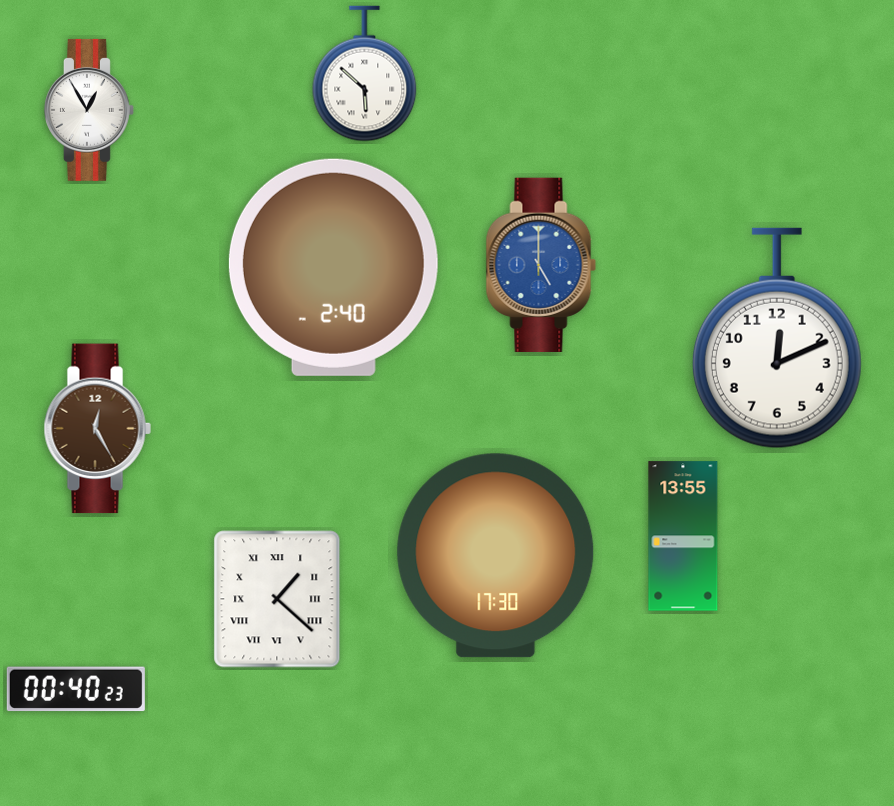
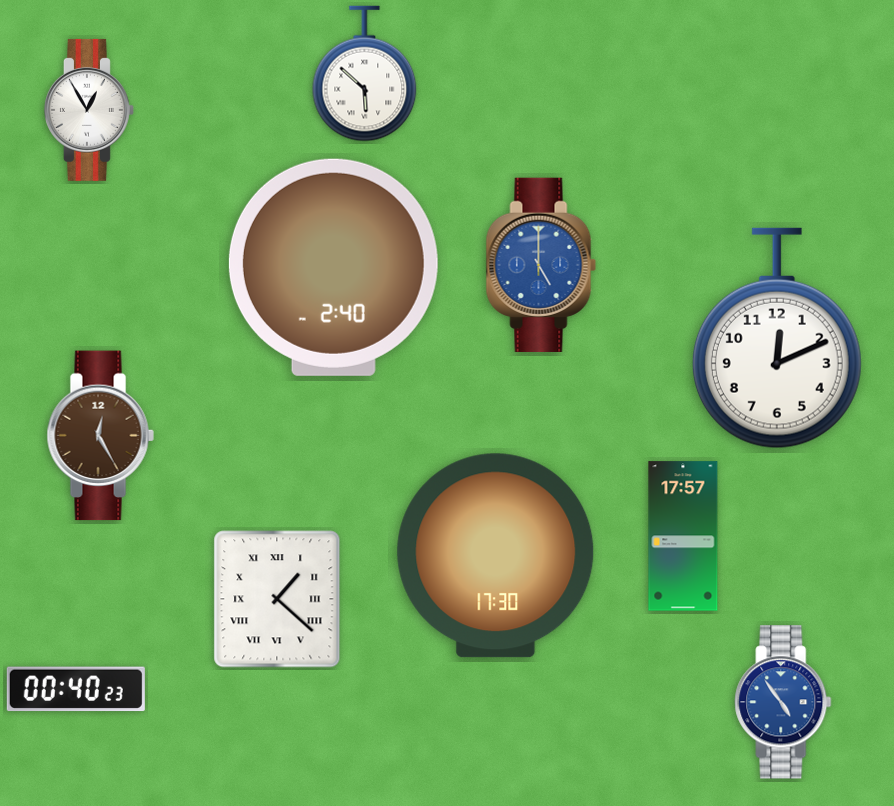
clock at (97, 429) position: (97, 429) -> (100, 436)
clock at (683, 536): 13:55 -> 17:57
clock at (783, 702): none -> 4:54
